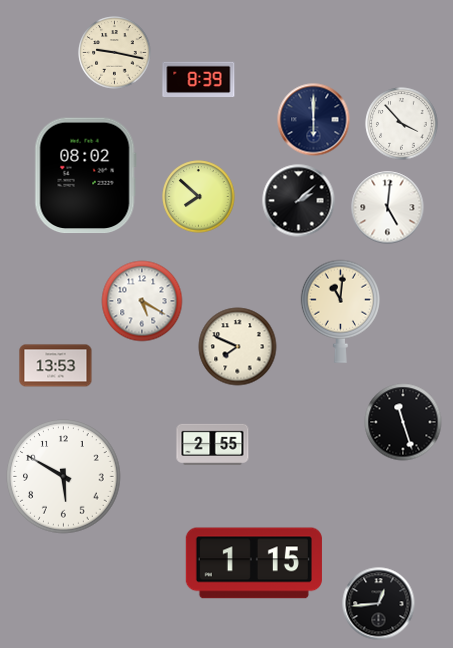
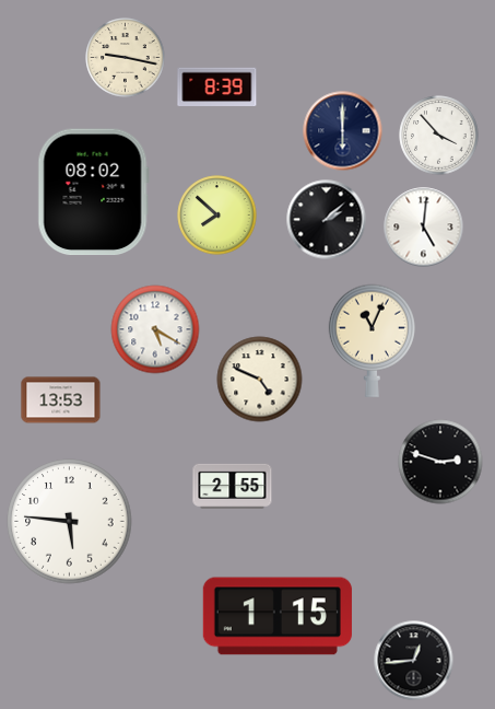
clock at (340, 311): 11:01 -> 11:04
clock at (238, 347): 7:49 -> 4:49
clock at (403, 422): 11:27 -> 2:48
clock at (64, 477): 5:50 -> 5:46
